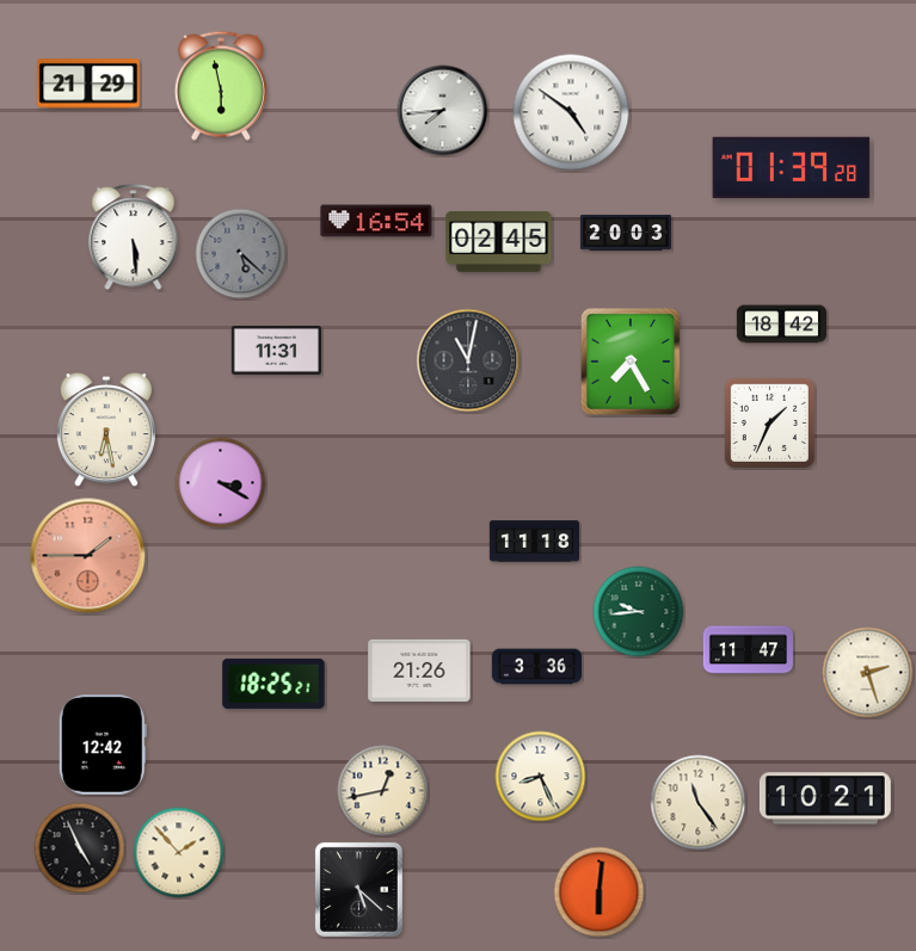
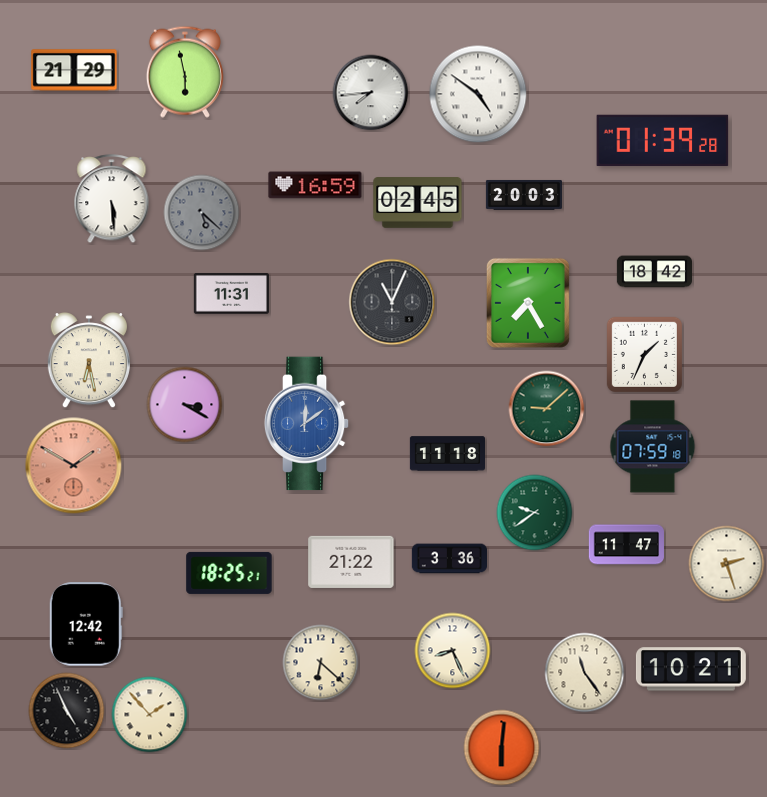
clock at (376, 221): 16:54 -> 16:59
clock at (468, 360): 11:02 -> 11:04
clock at (547, 409): none -> 9:08
clock at (307, 424): none -> 12:09
clock at (653, 447): none -> 07:59
clock at (88, 556): 1:45 -> 1:50
clock at (639, 612): 9:44 -> 9:39
clock at (419, 671): 21:26 -> 21:22
clock at (383, 791): 12:43 -> 6:22
clock at (358, 889): 5:22 -> none
